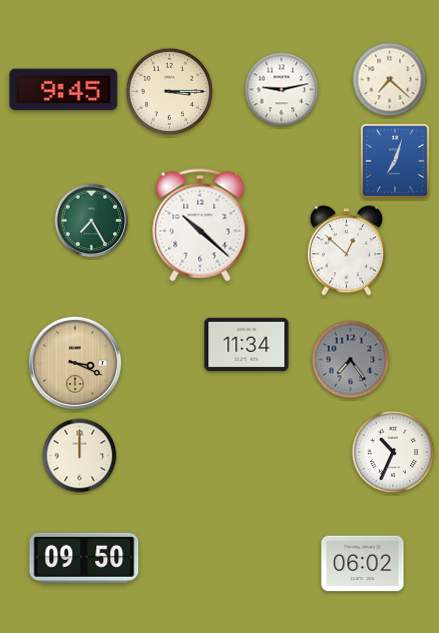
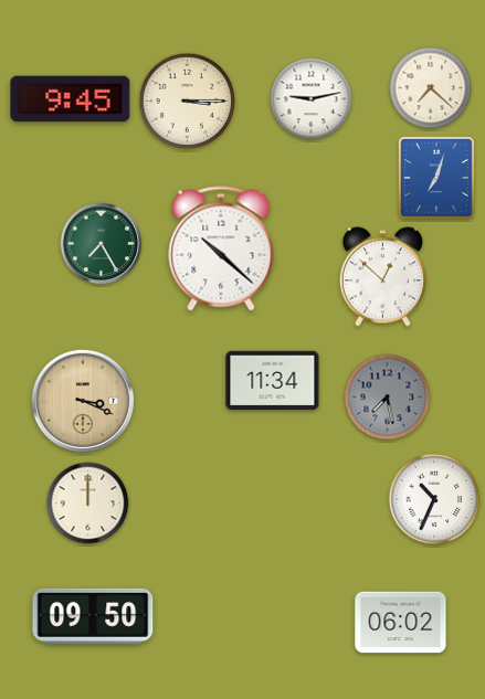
clock at (351, 360): 7:24 -> 7:28
